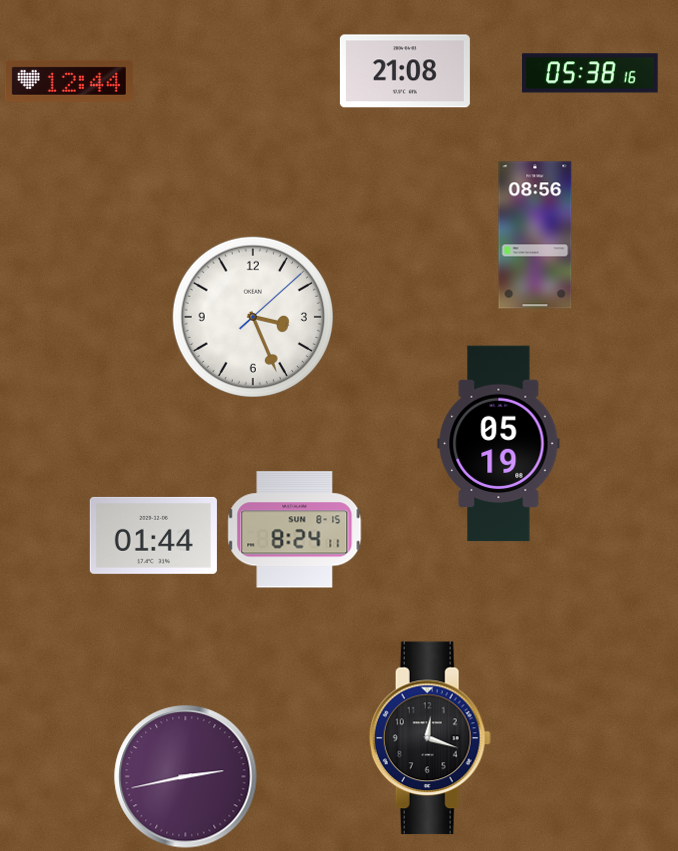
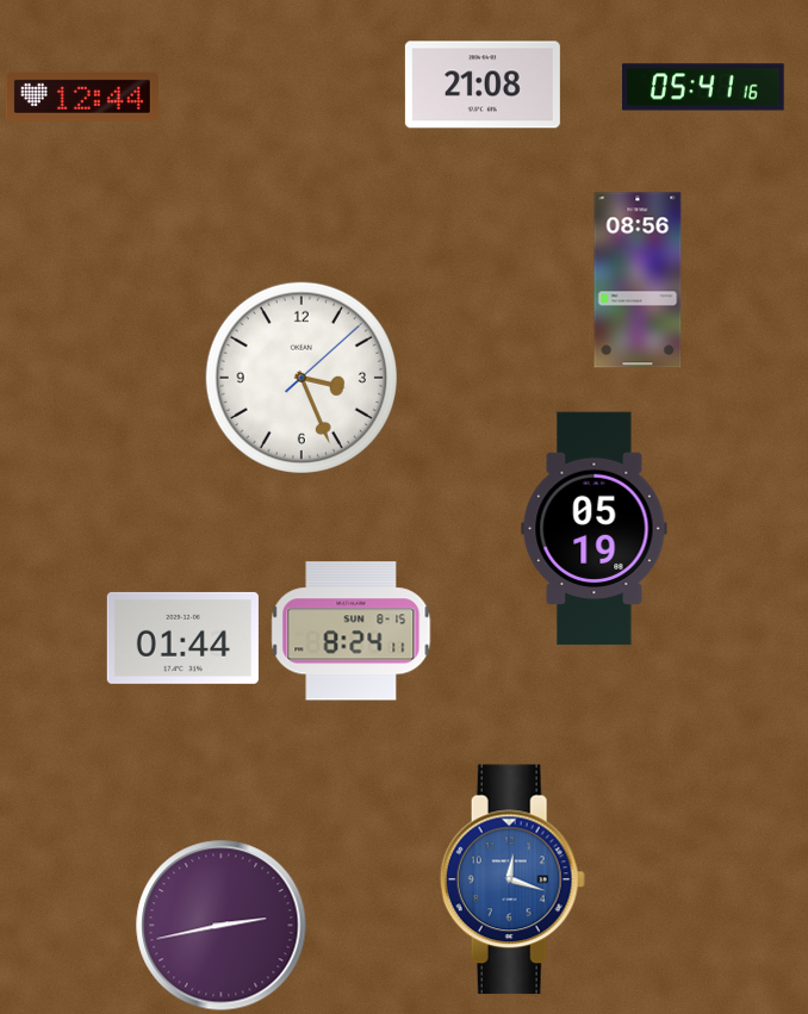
clock at (590, 73): 05:38 -> 05:41
clock at (430, 738) dial: black -> blue
